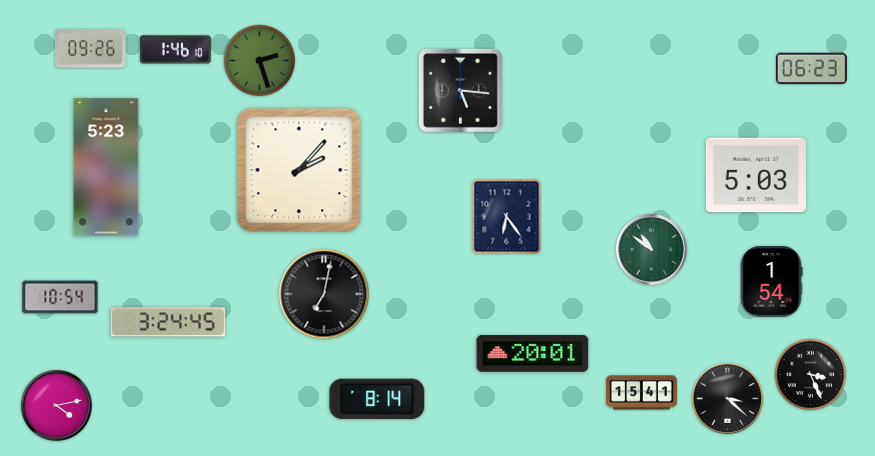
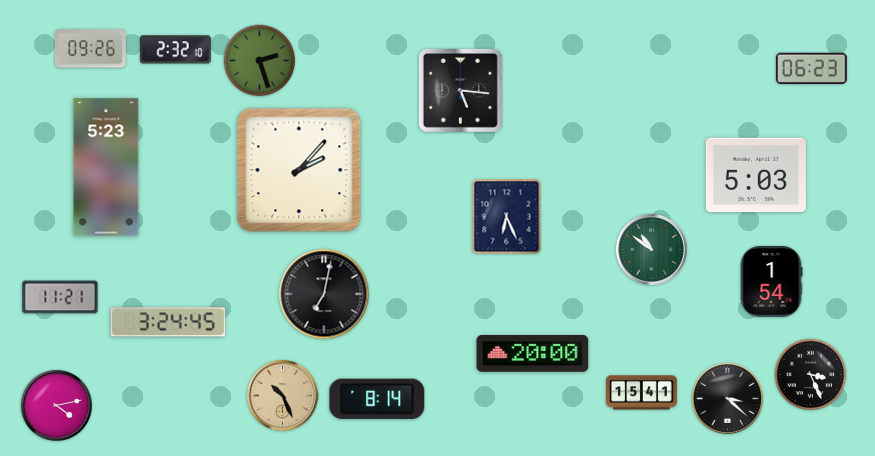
clock at (175, 50): 1:46 -> 2:32
clock at (507, 217): 6:24 -> 6:26
clock at (60, 297): 10:54 -> 11:21
clock at (533, 354): 20:01 -> 20:00
clock at (282, 395): none -> 10:26
